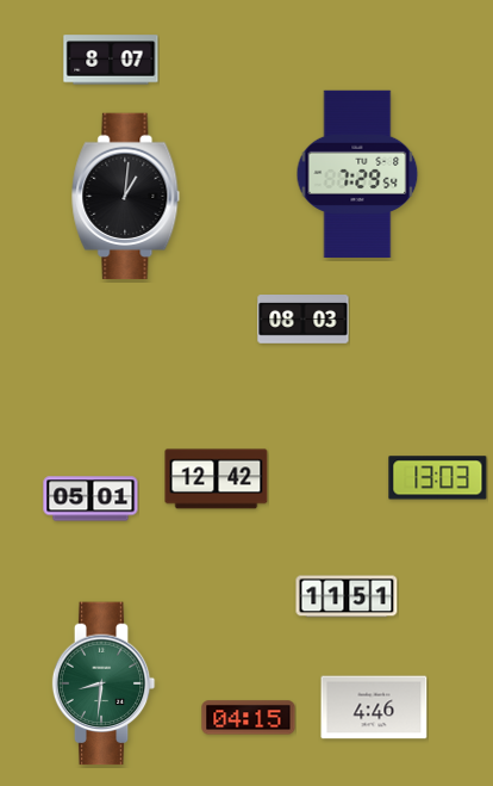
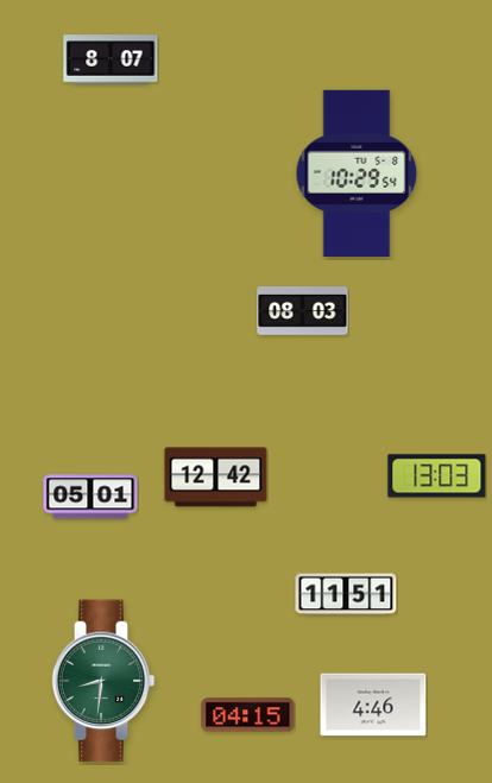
clock at (357, 174): 7:29 -> 10:29
clock at (126, 197): 1:01 -> none
clock at (304, 320) position: (304, 320) -> (303, 311)
